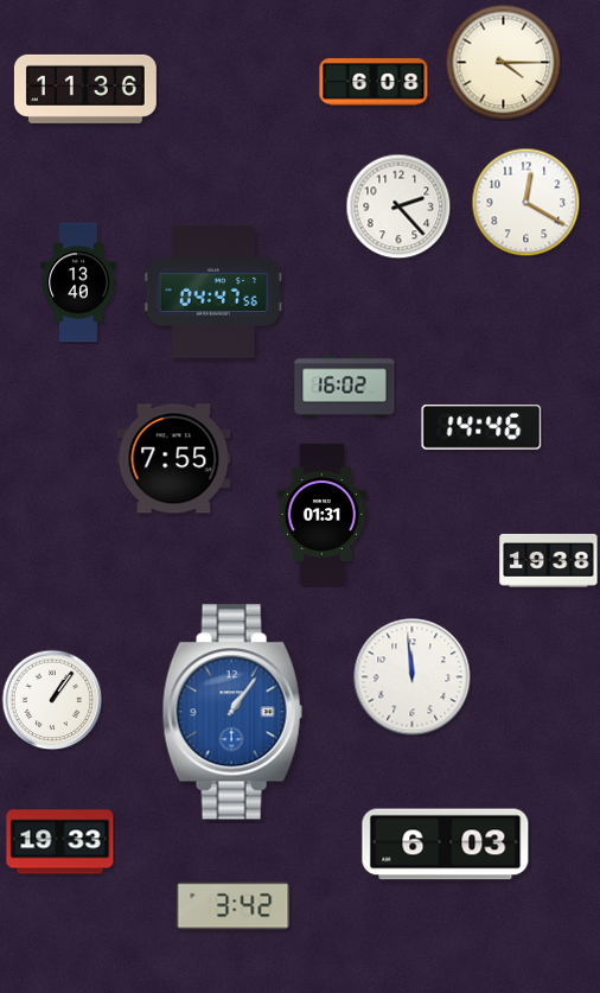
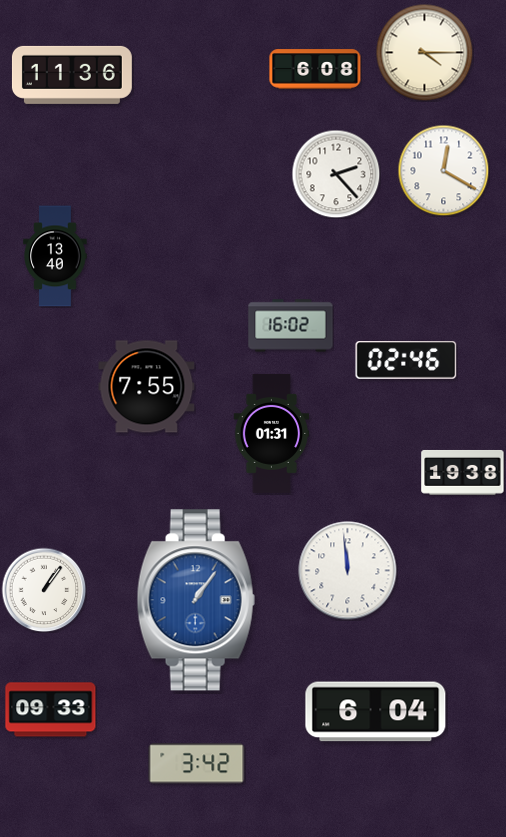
clock at (78, 282) position: (78, 282) -> (55, 256)
clock at (213, 292): 04:47 -> none
clock at (481, 428): 14:46 -> 02:46
clock at (60, 842): 19:33 -> 09:33
clock at (446, 845): 6:03 -> 6:04
